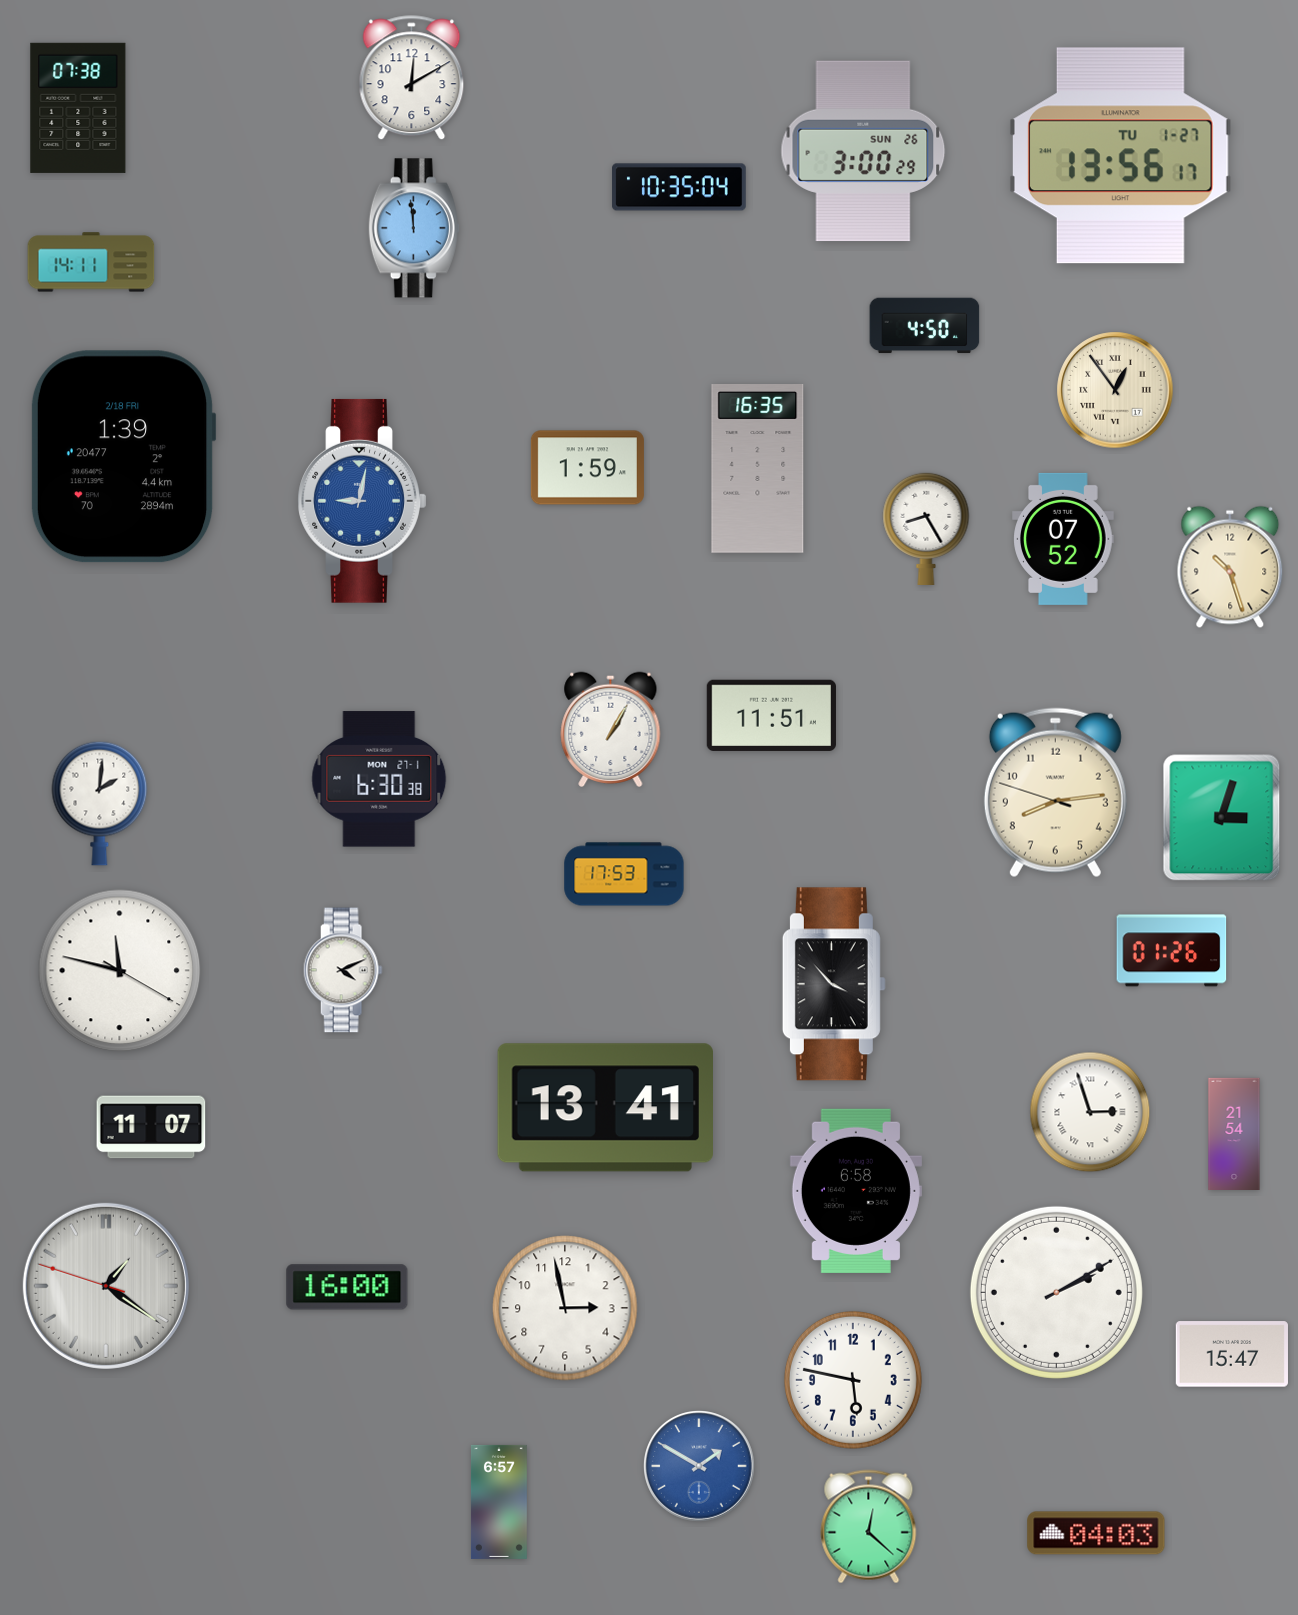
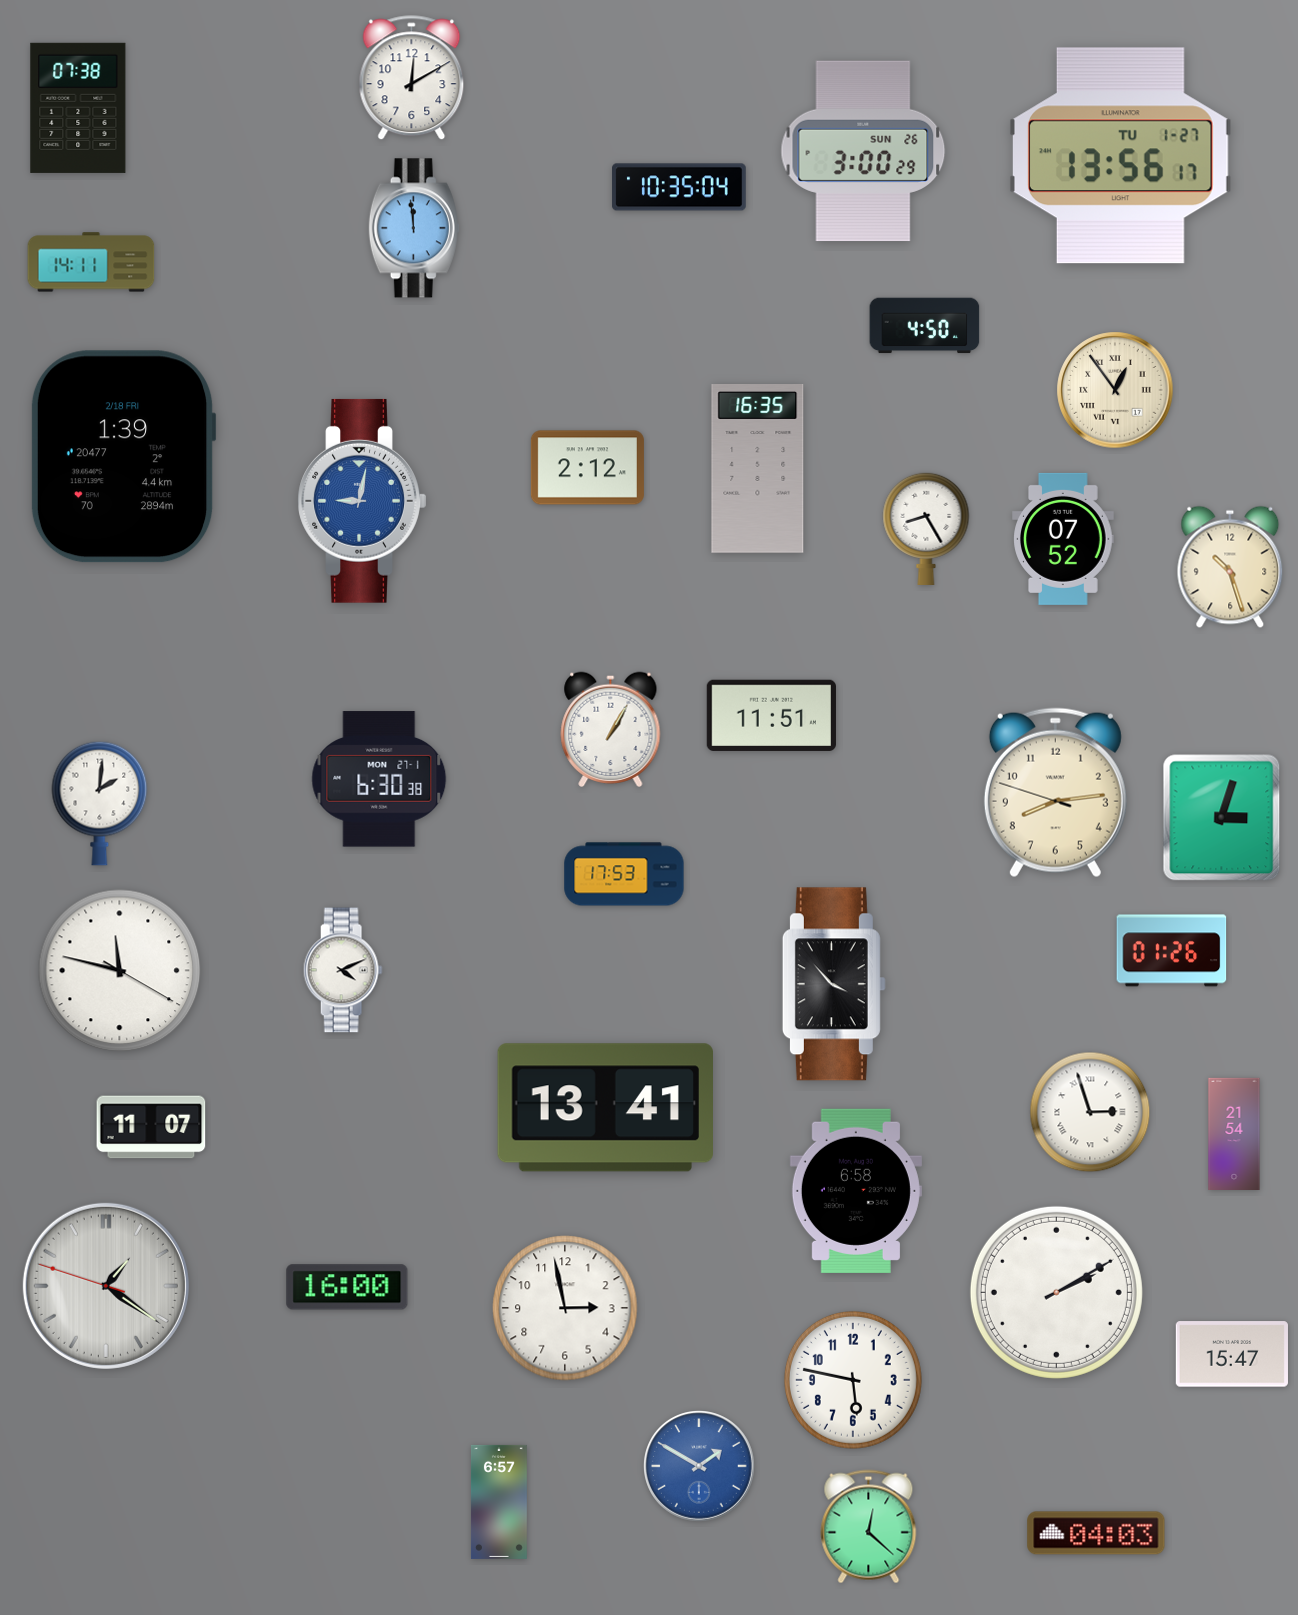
clock at (587, 468): 1:59 -> 2:12
